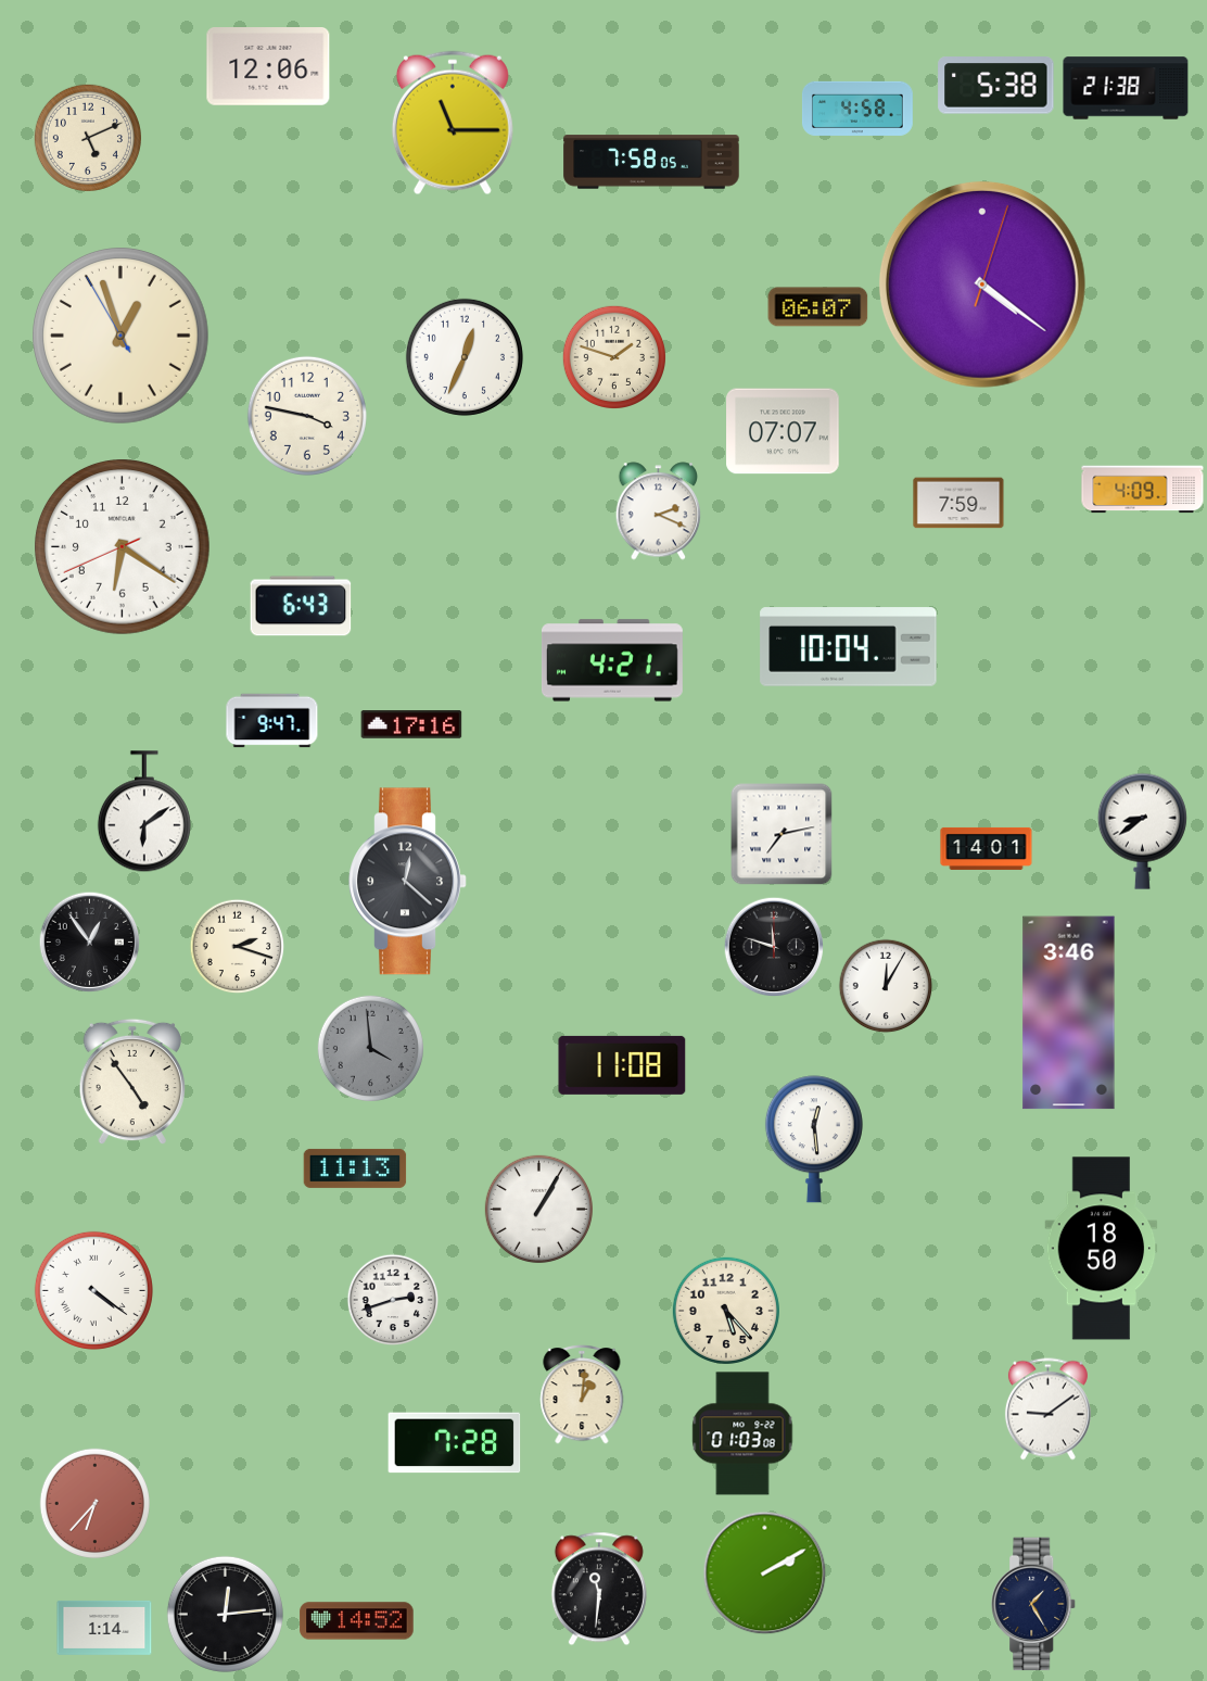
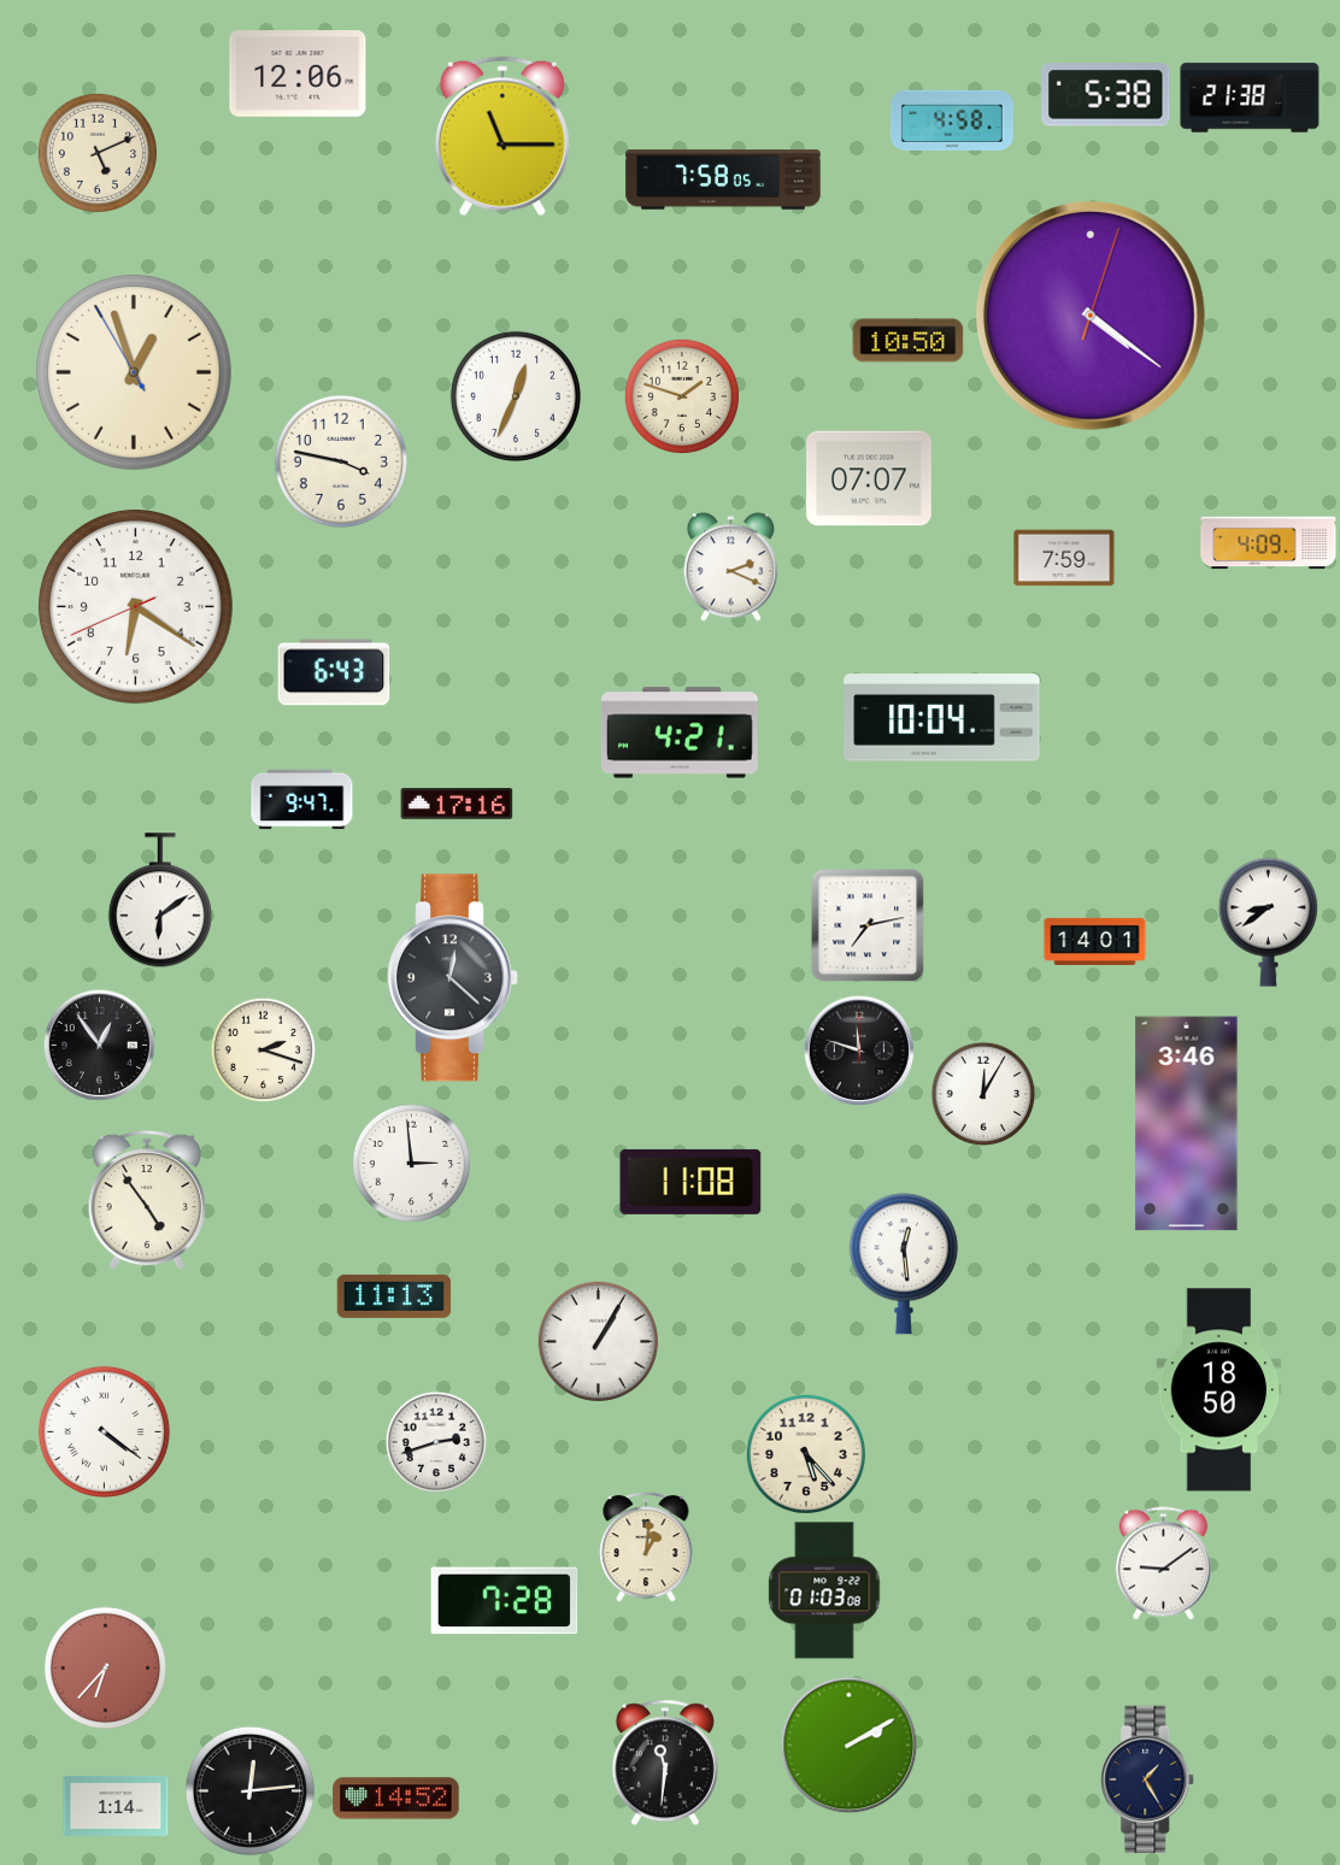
clock at (818, 307): 06:07 -> 10:50
clock at (370, 1048): 3:59 -> 2:59
clock at (370, 1048) dial: grey -> white
clock at (1102, 1249) position: (1102, 1249) -> (1219, 1390)
